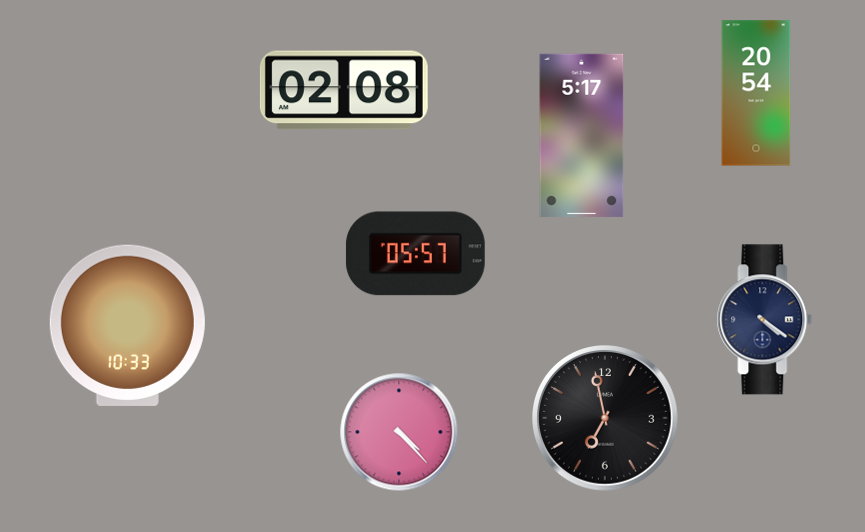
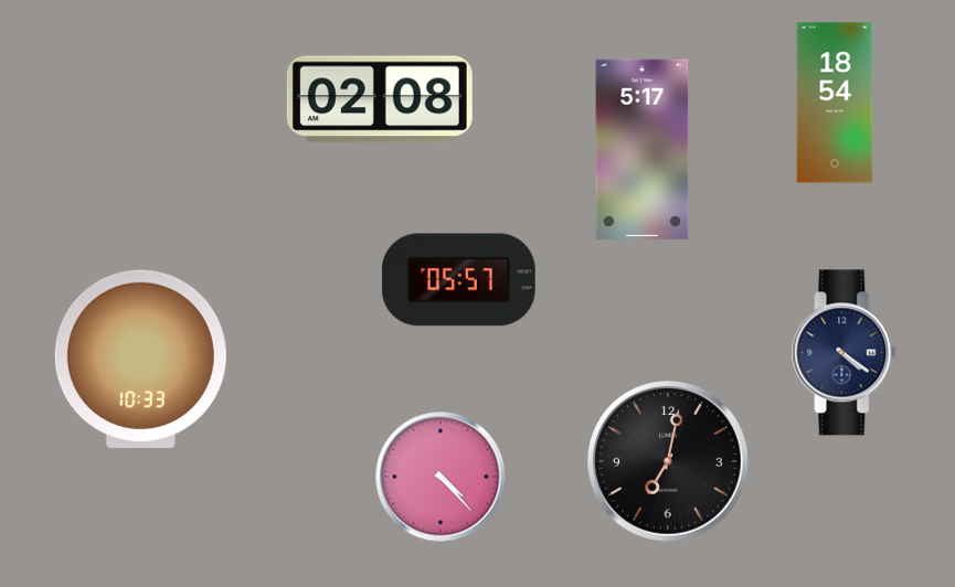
clock at (756, 93): 20:54 -> 18:54
clock at (606, 419): 6:58 -> 7:02
